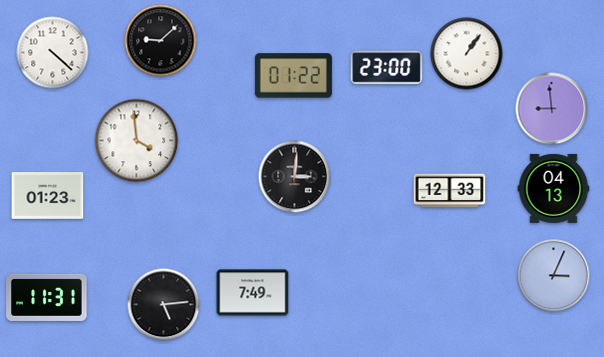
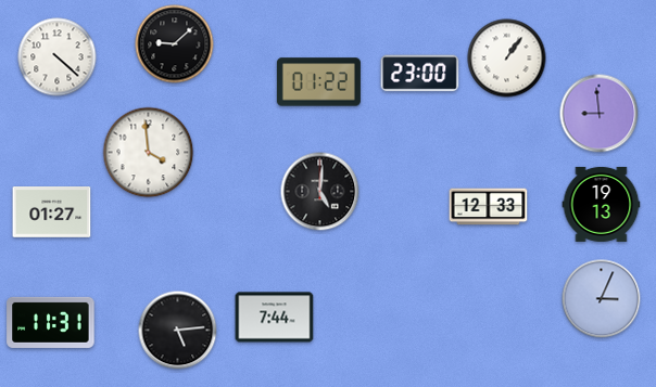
clock at (552, 109) position: (552, 109) -> (600, 114)
clock at (295, 177): 3:01 -> 5:01
clock at (554, 188): 04:13 -> 19:13
clock at (48, 196): 01:23 -> 01:27
clock at (253, 293): 7:49 -> 7:44
